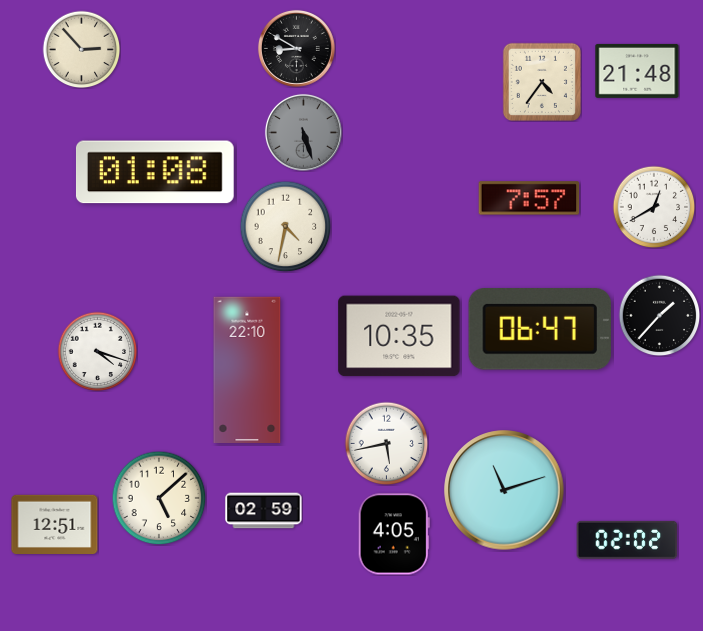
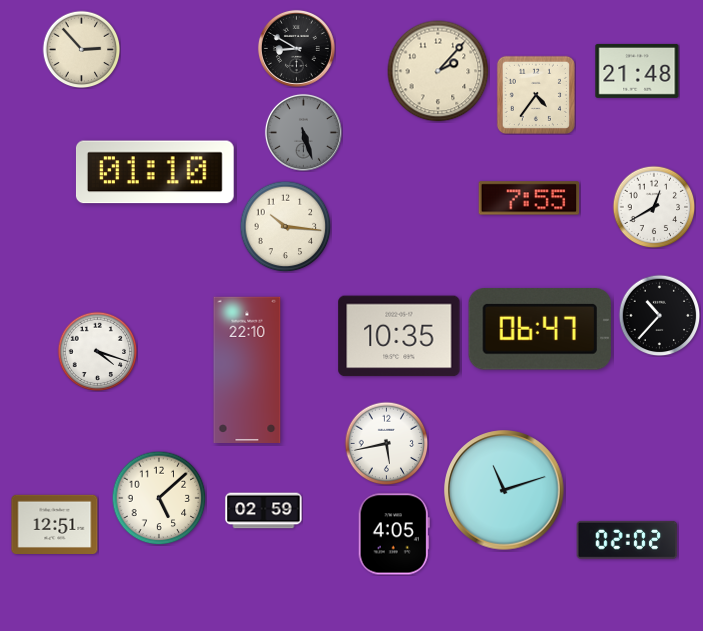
clock at (438, 71): none -> 2:07
clock at (542, 82) position: (542, 82) -> (536, 95)
clock at (155, 172): 01:08 -> 01:10
clock at (529, 198): 7:57 -> 7:55
clock at (285, 226): 4:32 -> 10:16
clock at (659, 315): 1:37 -> 10:37
